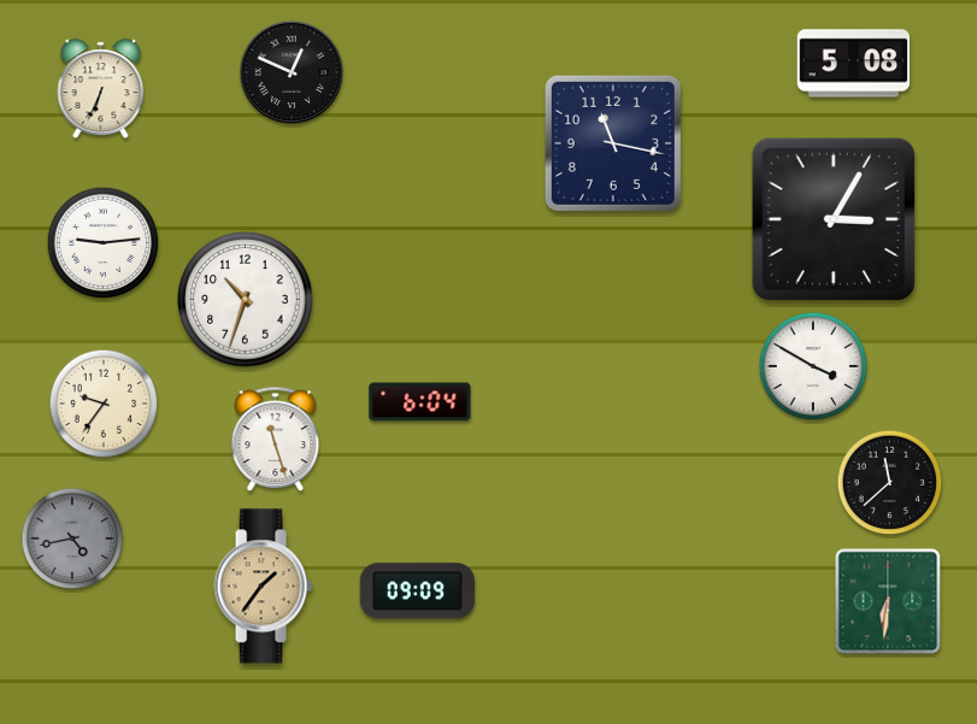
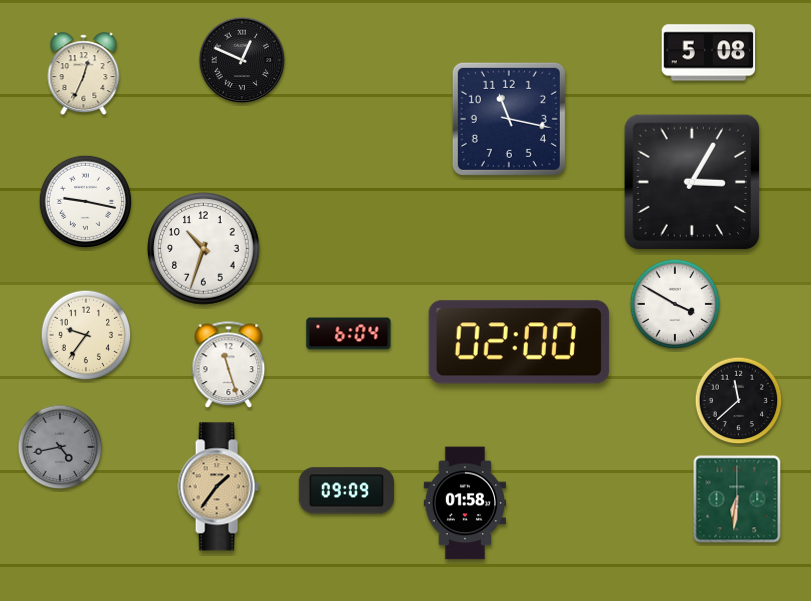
clock at (101, 89): 6:34 -> 12:34
clock at (102, 242): 9:14 -> 9:17
clock at (519, 342): none -> 02:00
clock at (465, 503): none -> 01:58
